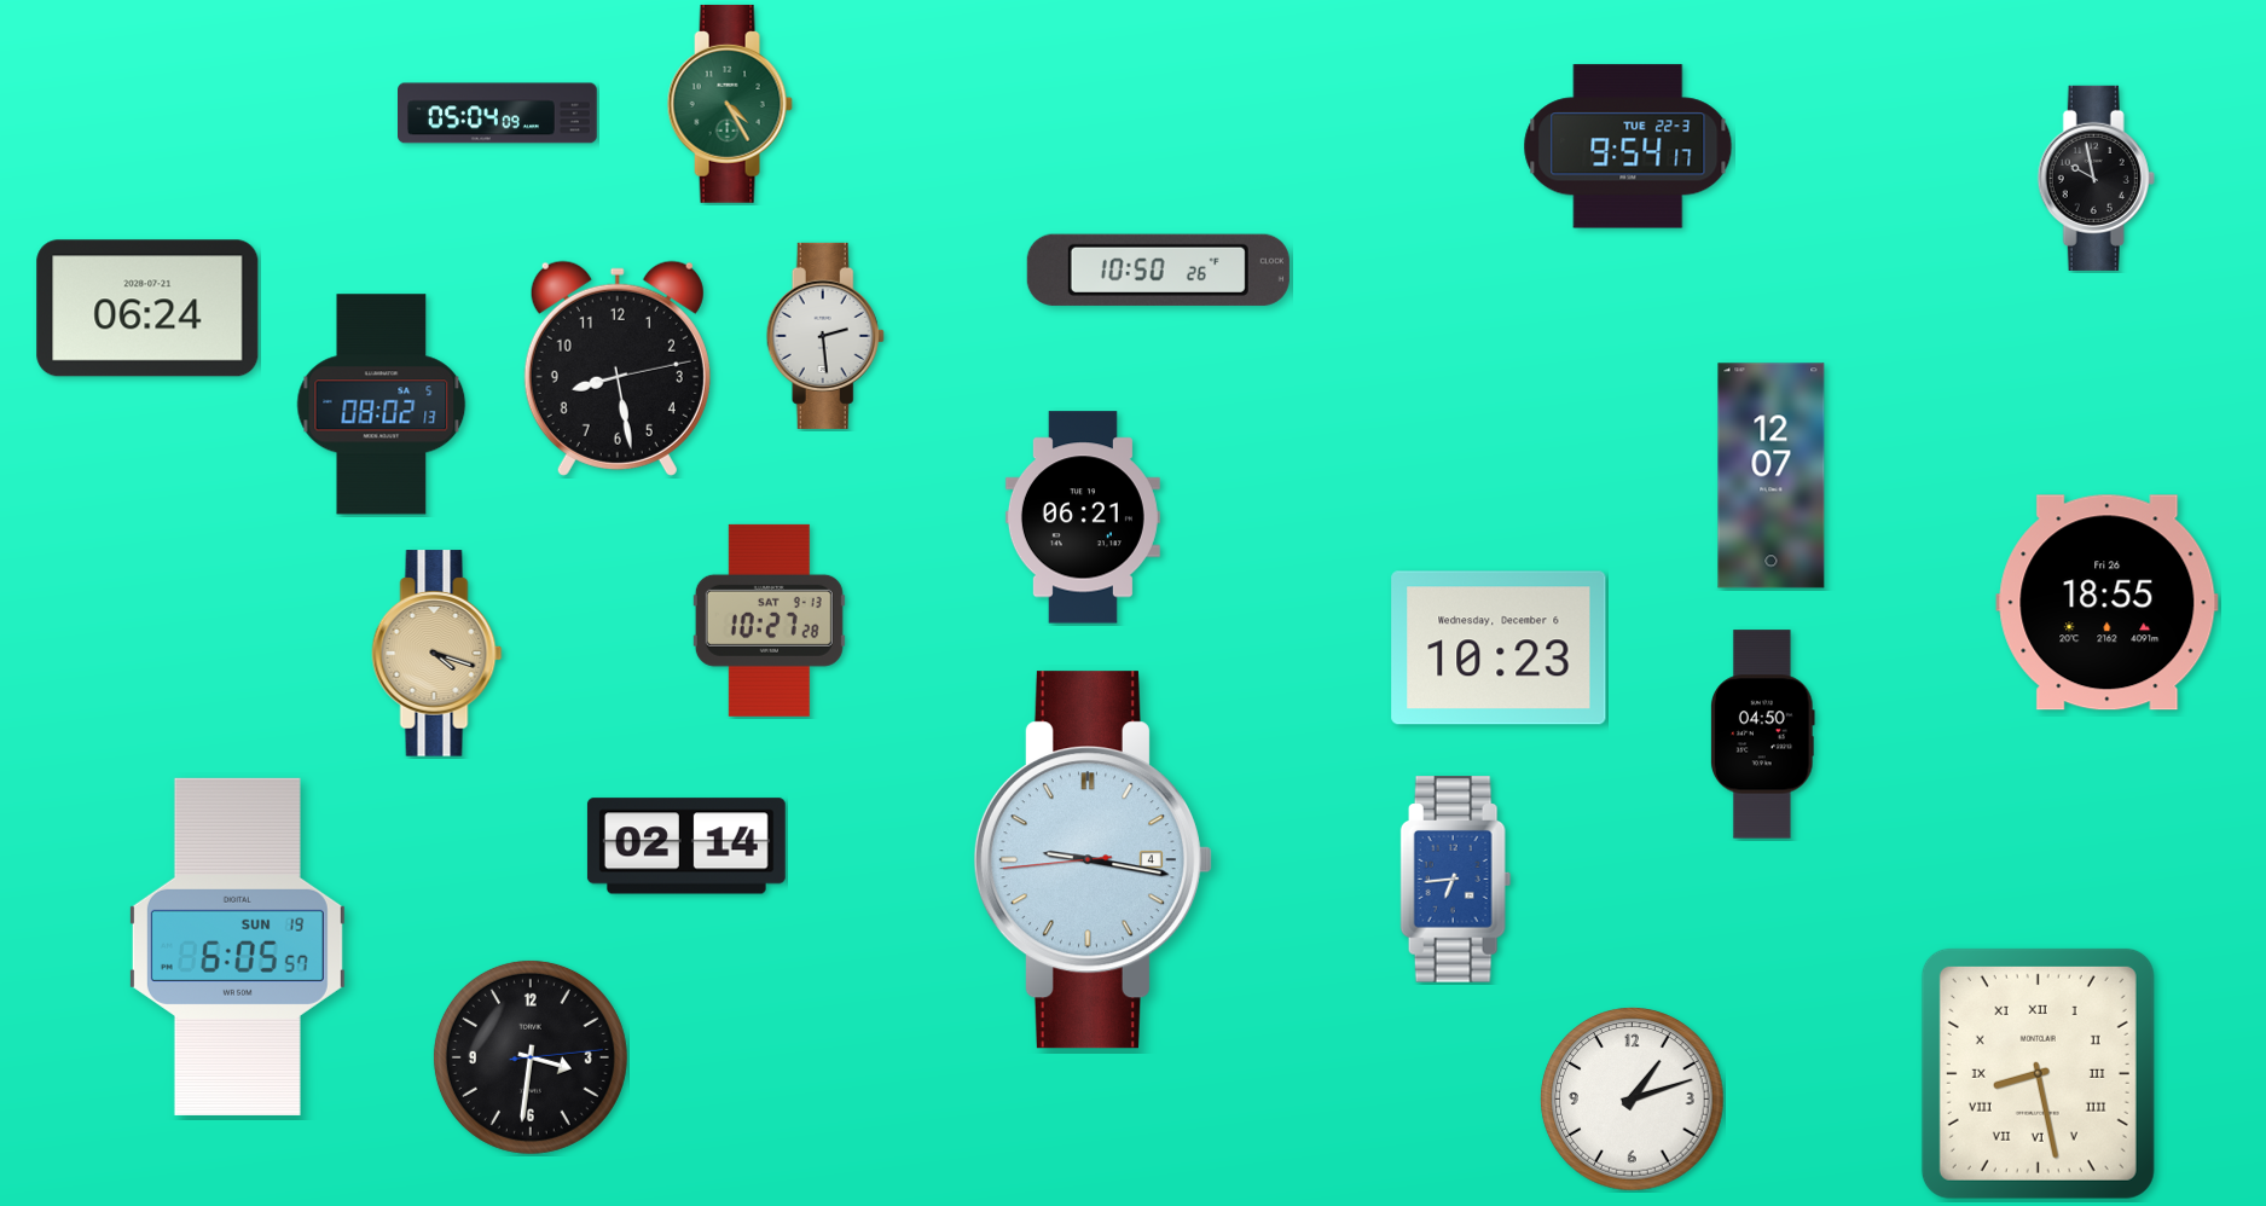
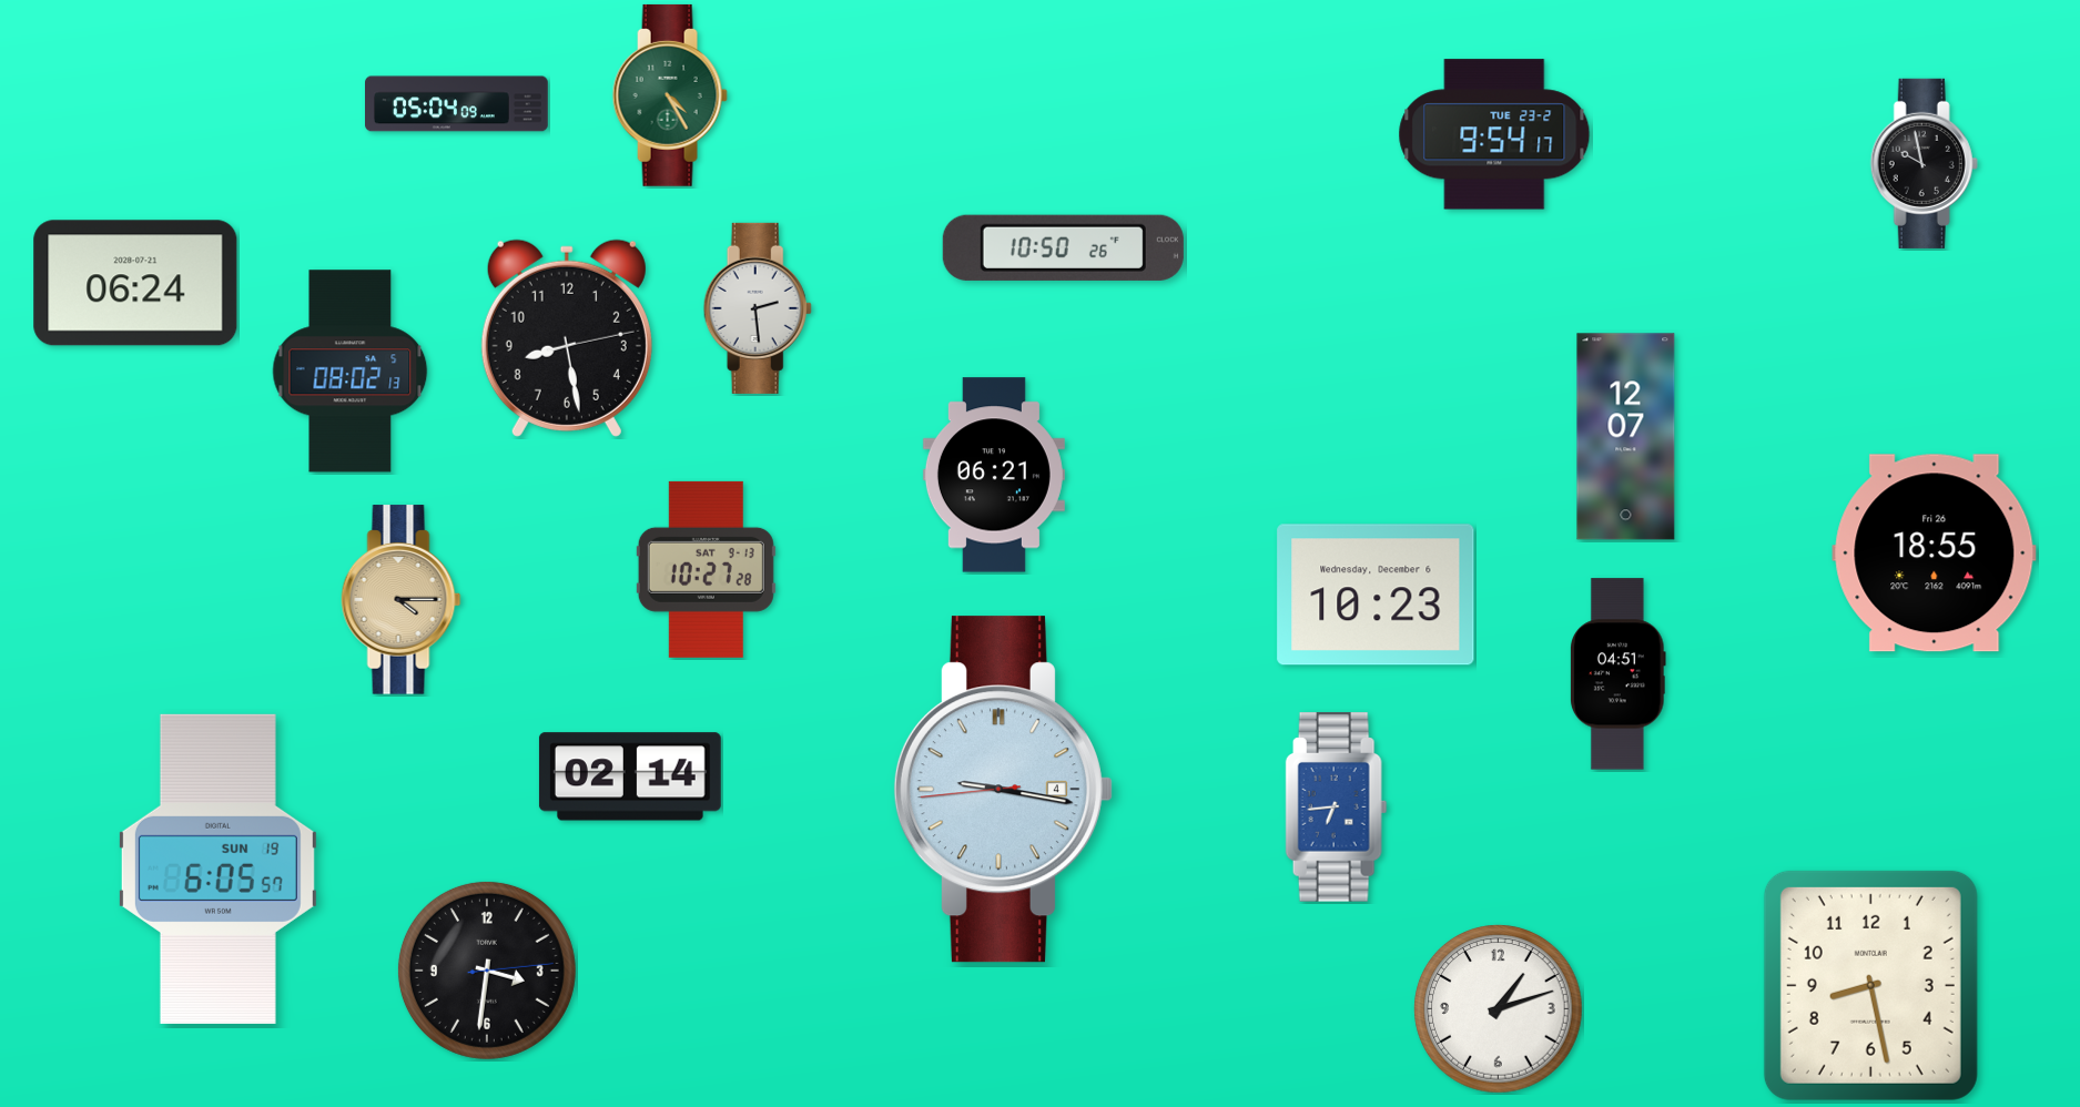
clock at (1628, 146) date: TUE 22-3 -> TUE 23-2
clock at (437, 654): 4:18 -> 4:15
clock at (1763, 735): 04:50 -> 04:51
clock at (2038, 1073) numerals: Roman -> Arabic
